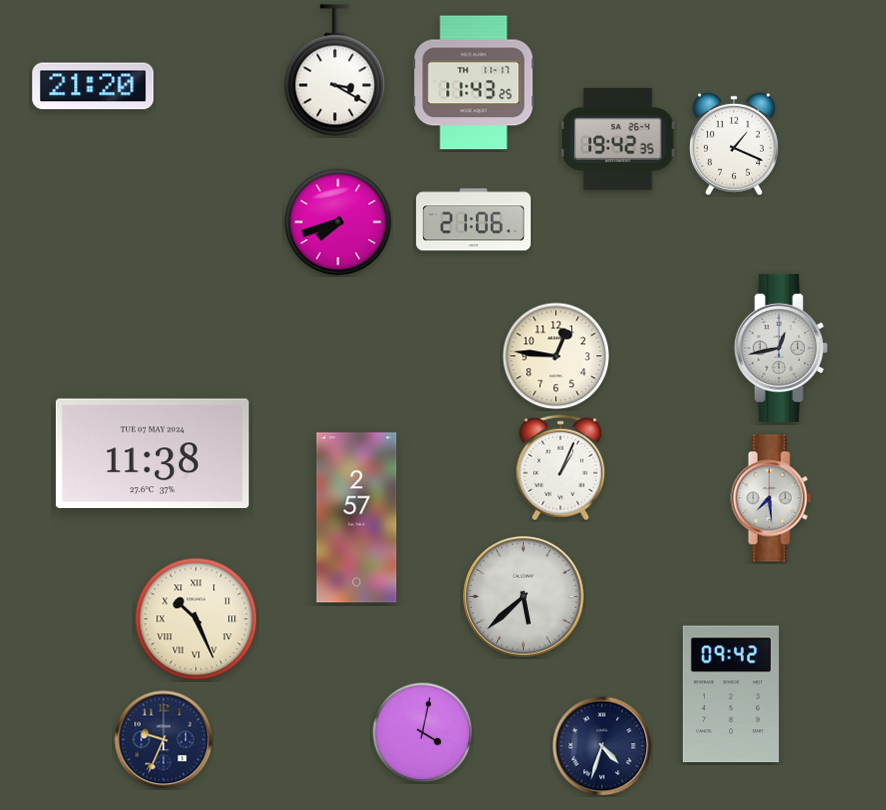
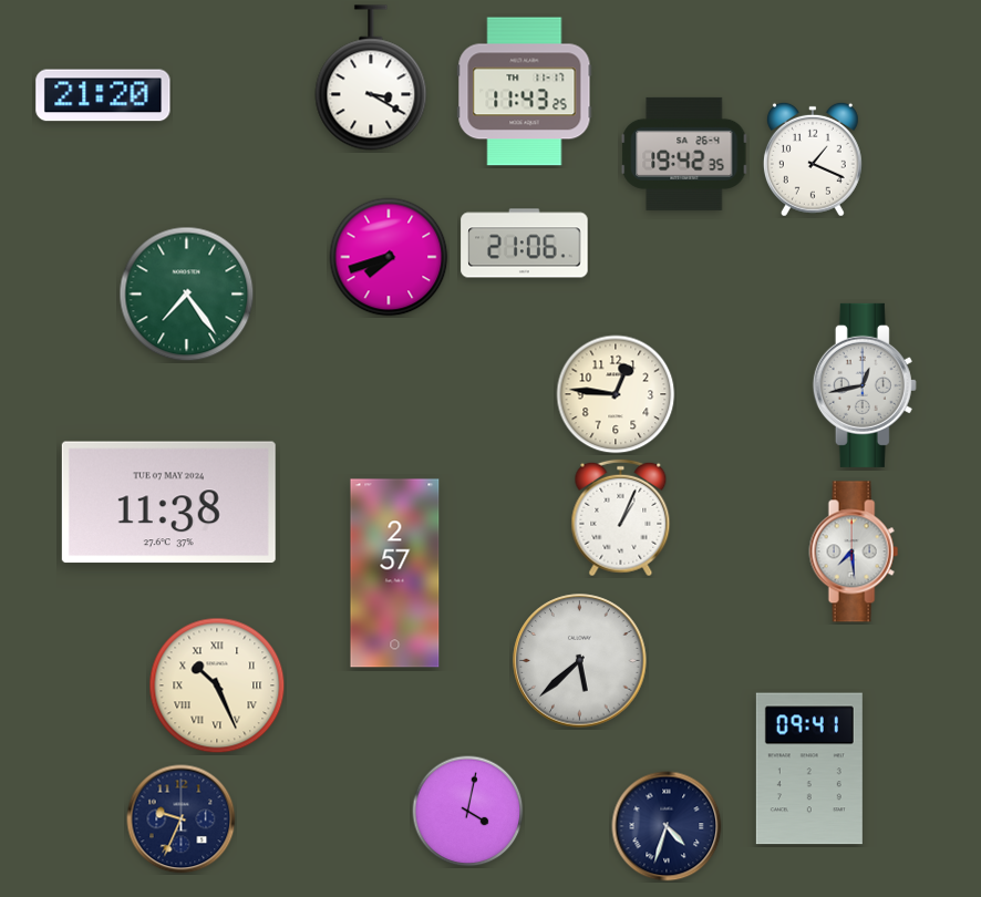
clock at (338, 222) position: (338, 222) -> (389, 257)
clock at (187, 295): none -> 7:24
clock at (731, 694): 09:42 -> 09:41
